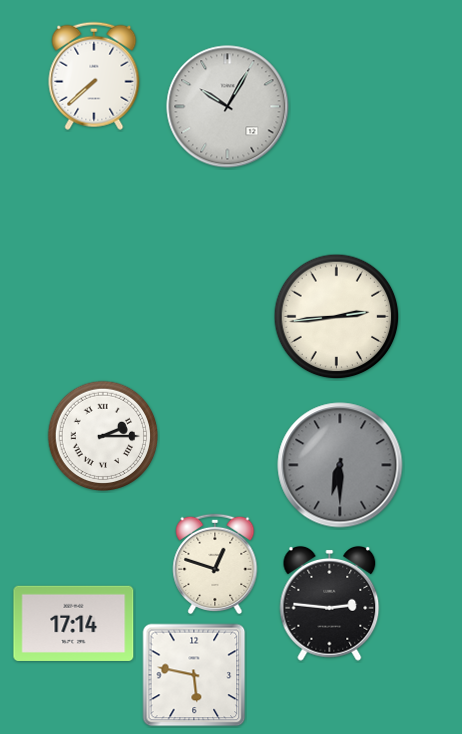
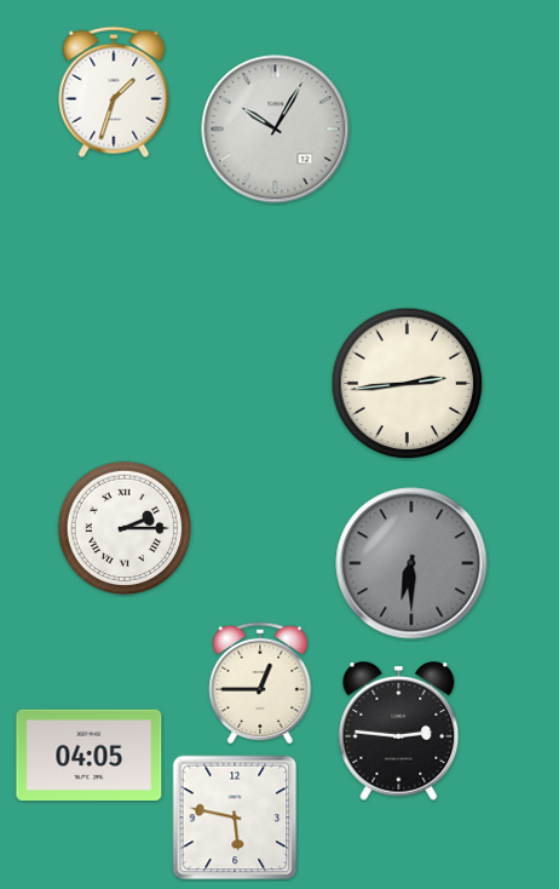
clock at (94, 76): 7:38 -> 1:33
clock at (215, 563): 12:48 -> 12:45
clock at (74, 623): 17:14 -> 04:05
